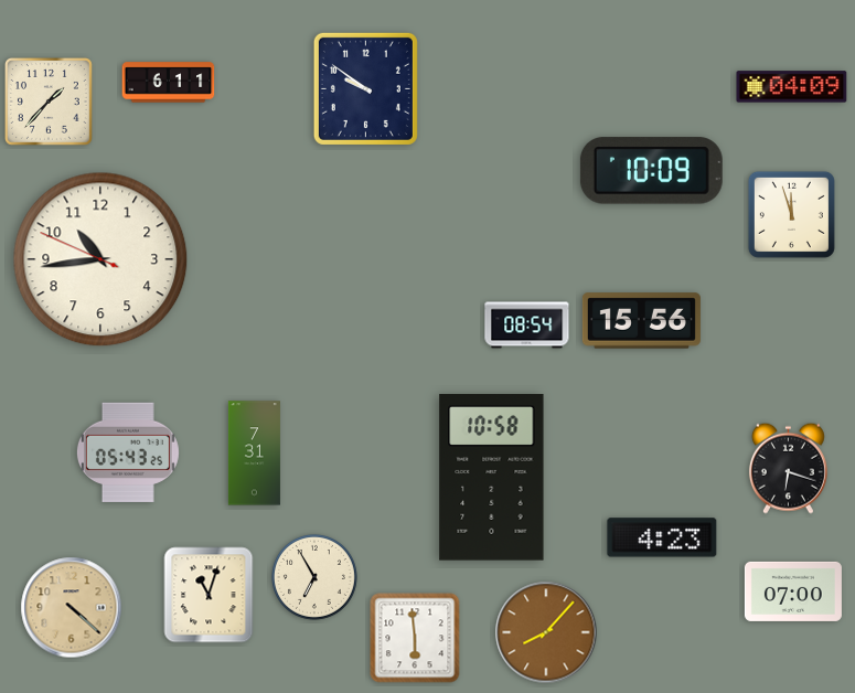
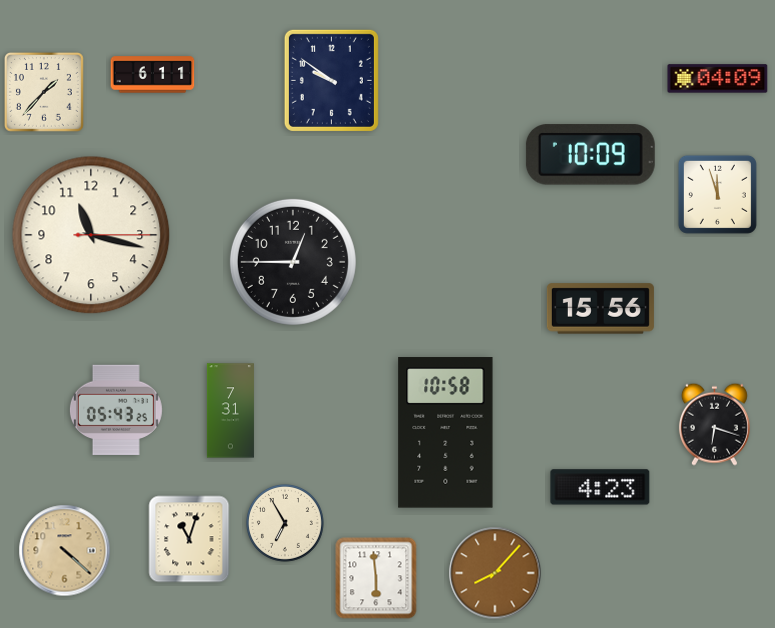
clock at (100, 259): 10:43 -> 11:17
clock at (293, 262): none -> 12:45
clock at (641, 321) position: (641, 321) -> (600, 309)
clock at (527, 326): 08:54 -> none
clock at (793, 591): 07:00 -> none
